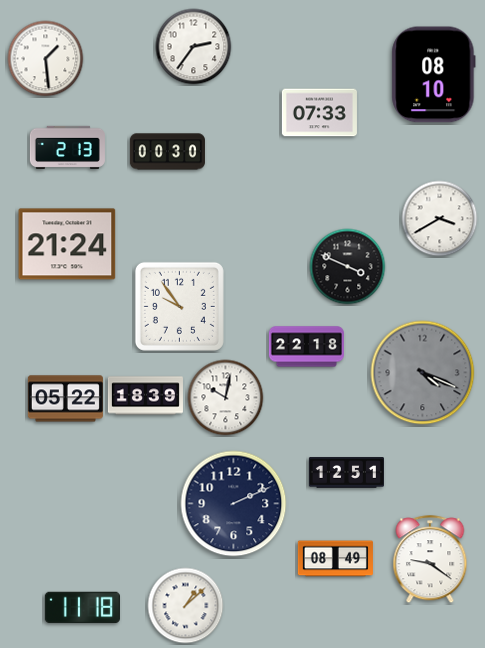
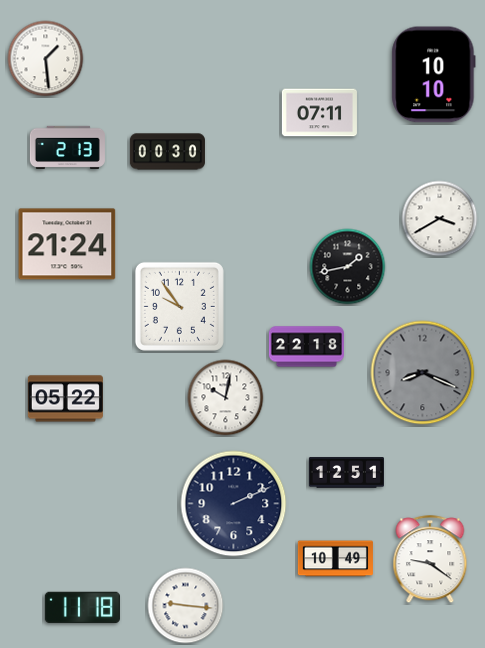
clock at (194, 47): 2:36 -> none
clock at (434, 75): 08:10 -> 10:10
clock at (319, 113): 07:33 -> 07:11
clock at (348, 267): 3:49 -> 1:43
clock at (423, 373): 4:19 -> 8:19
clock at (145, 396): 18:39 -> none
clock at (335, 559): 08:49 -> 10:49
clock at (186, 606): 1:08 -> 9:16
